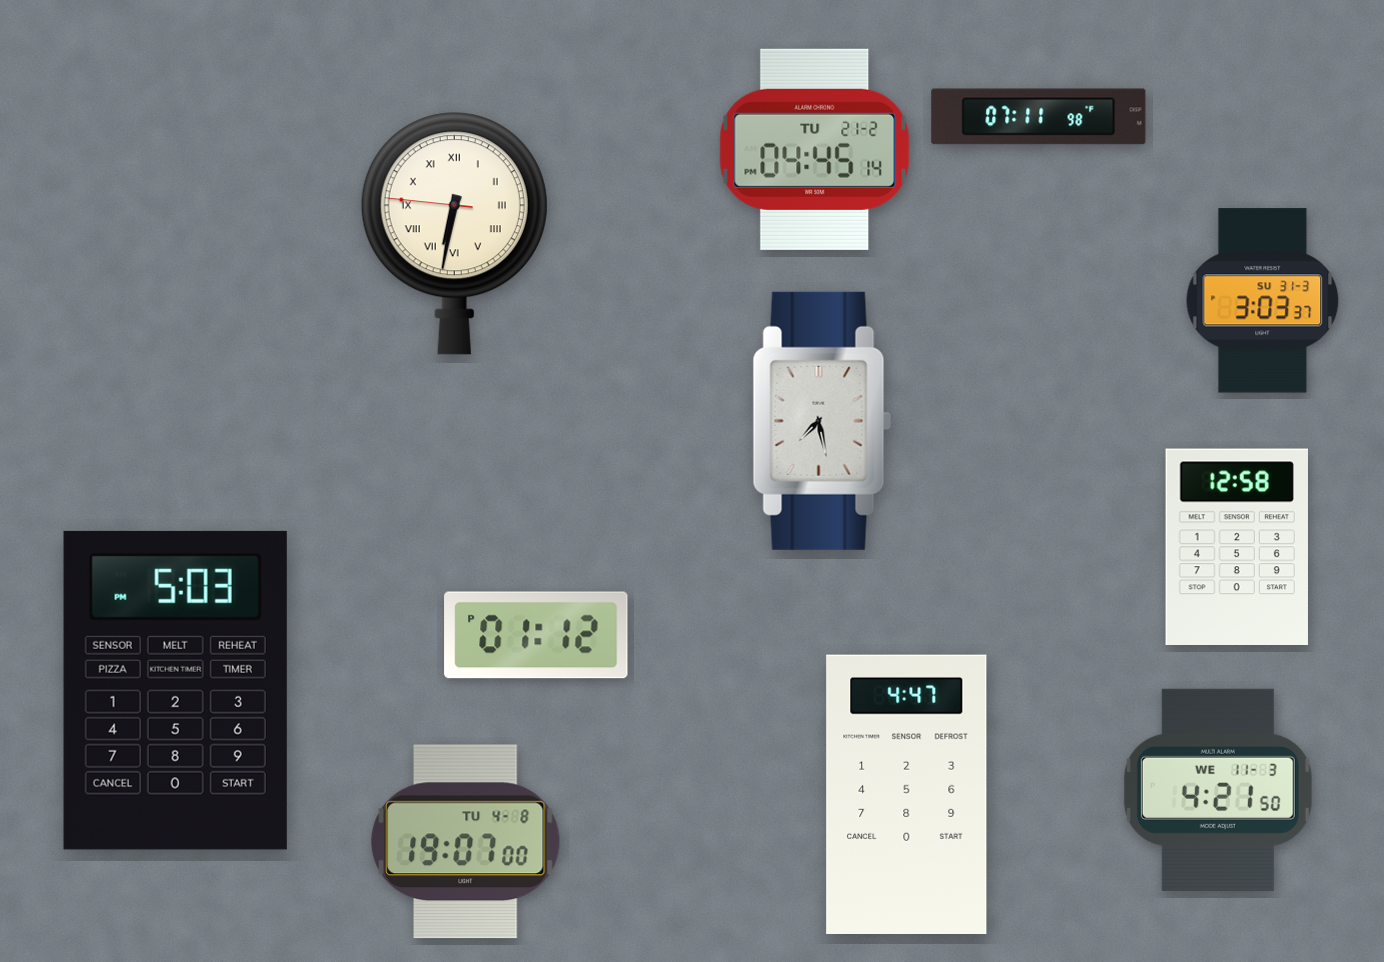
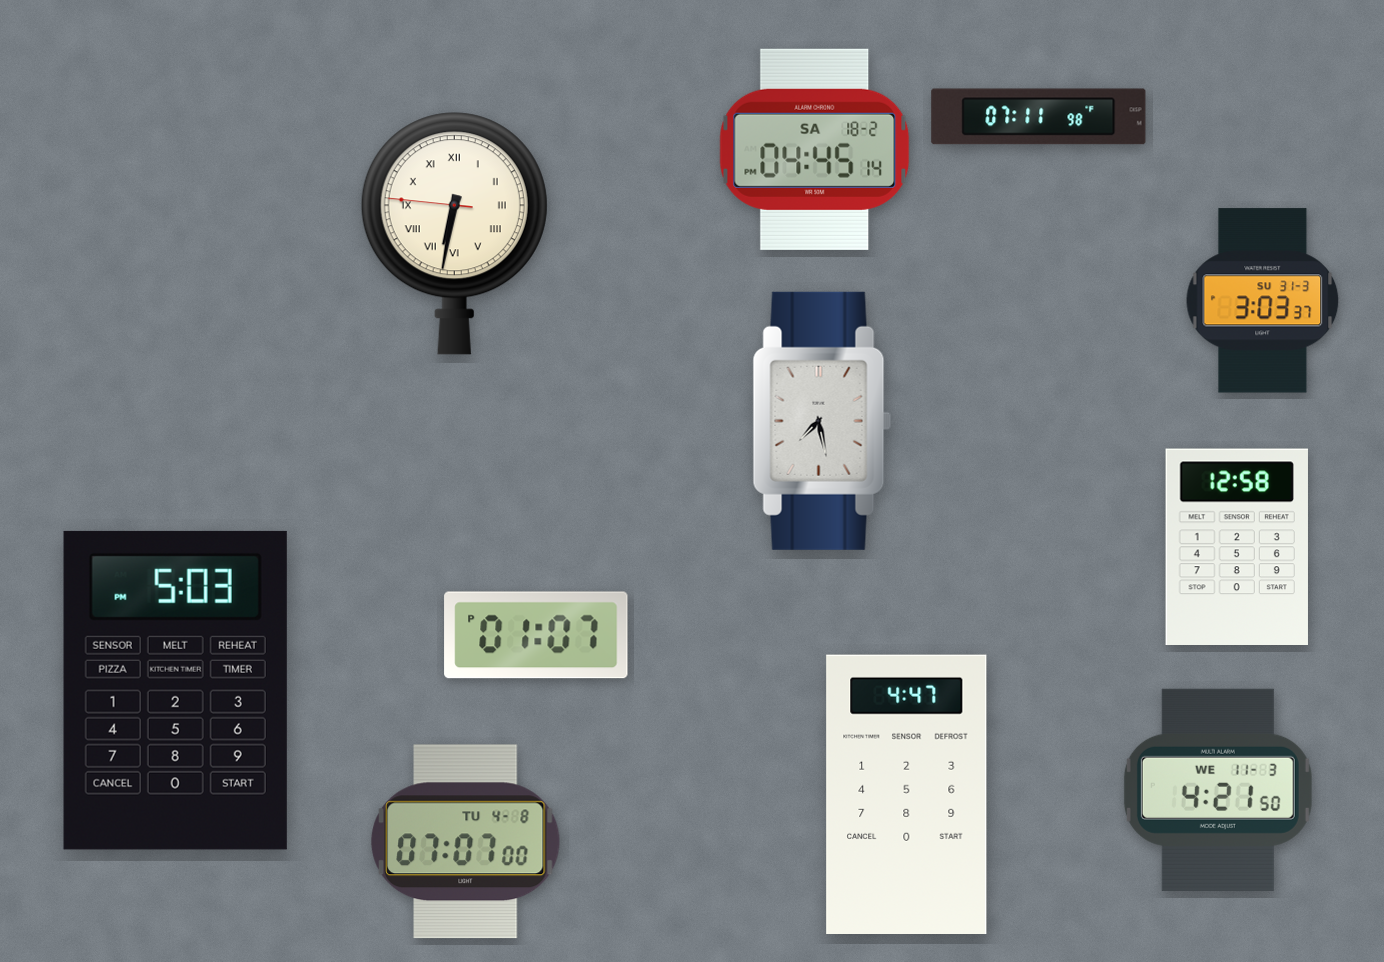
clock at (815, 149) date: TU 21-2 -> SA 18-2
clock at (536, 635): 01:12 -> 01:07
clock at (466, 842): 19:07 -> 07:07
